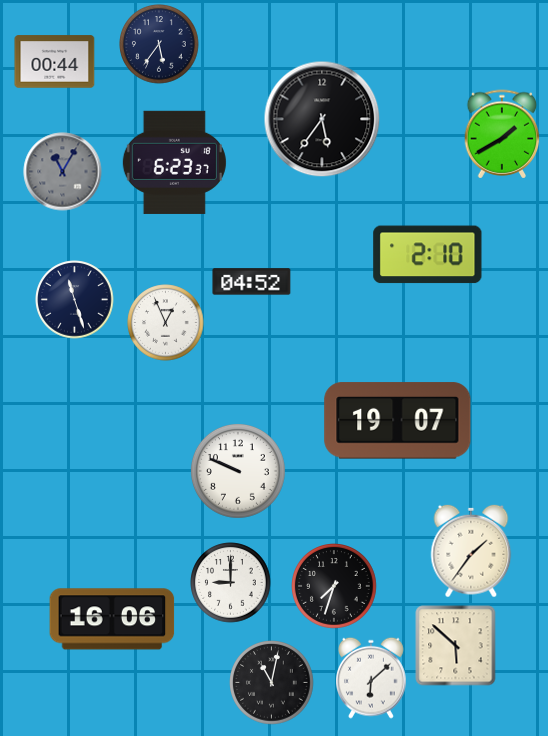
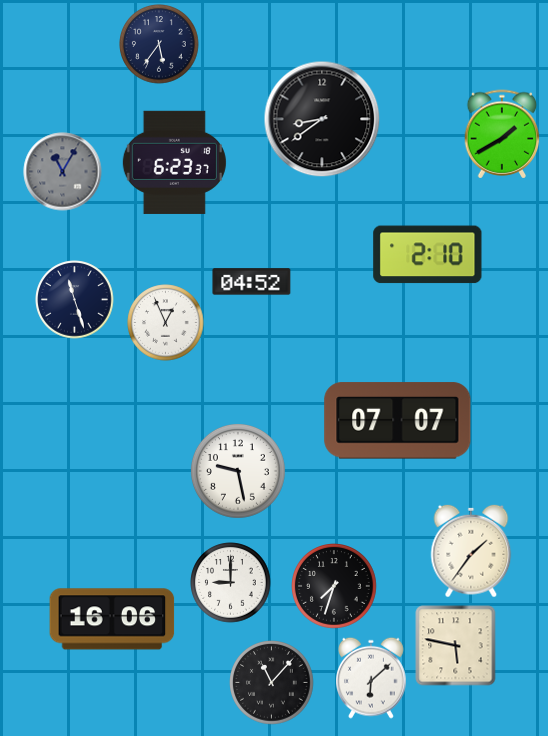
clock at (55, 62): 00:44 -> none
clock at (322, 119): 5:36 -> 8:39
clock at (398, 421): 19:07 -> 07:07
clock at (238, 471): 9:49 -> 9:28
clock at (456, 646): 5:52 -> 5:47
clock at (272, 683): 11:02 -> 11:07
